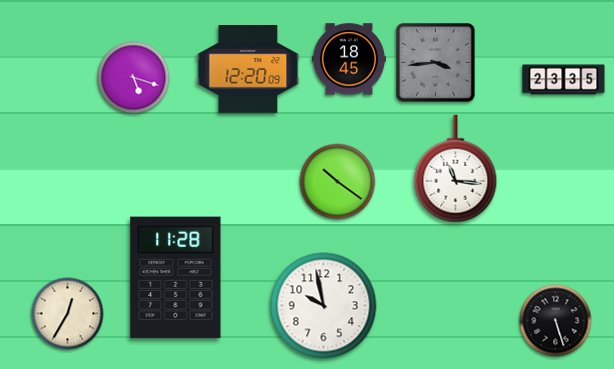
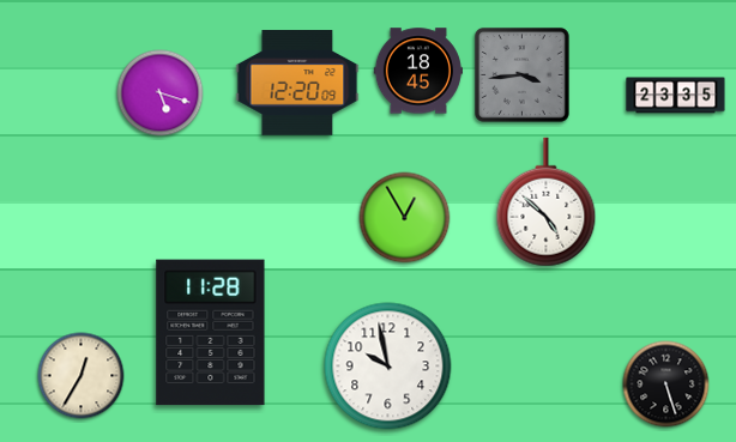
clock at (456, 169): 11:16 -> 4:52
clock at (338, 182): 10:21 -> 12:55
